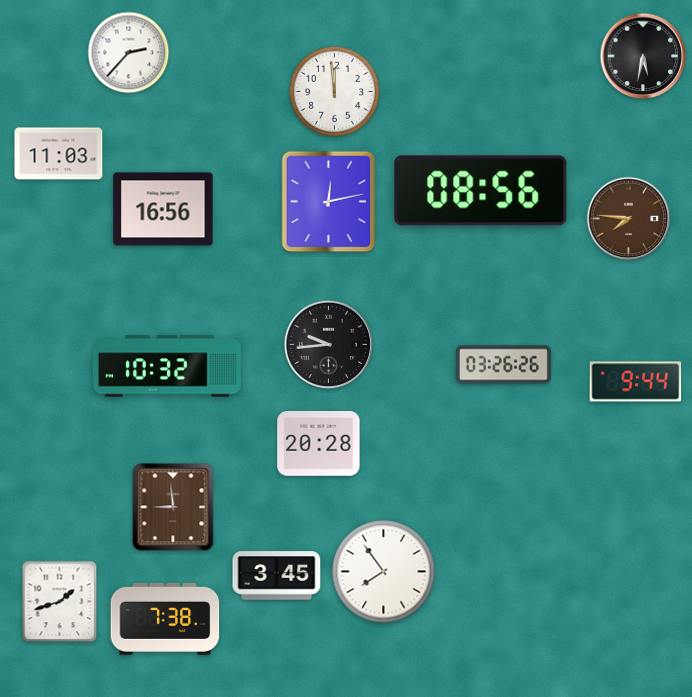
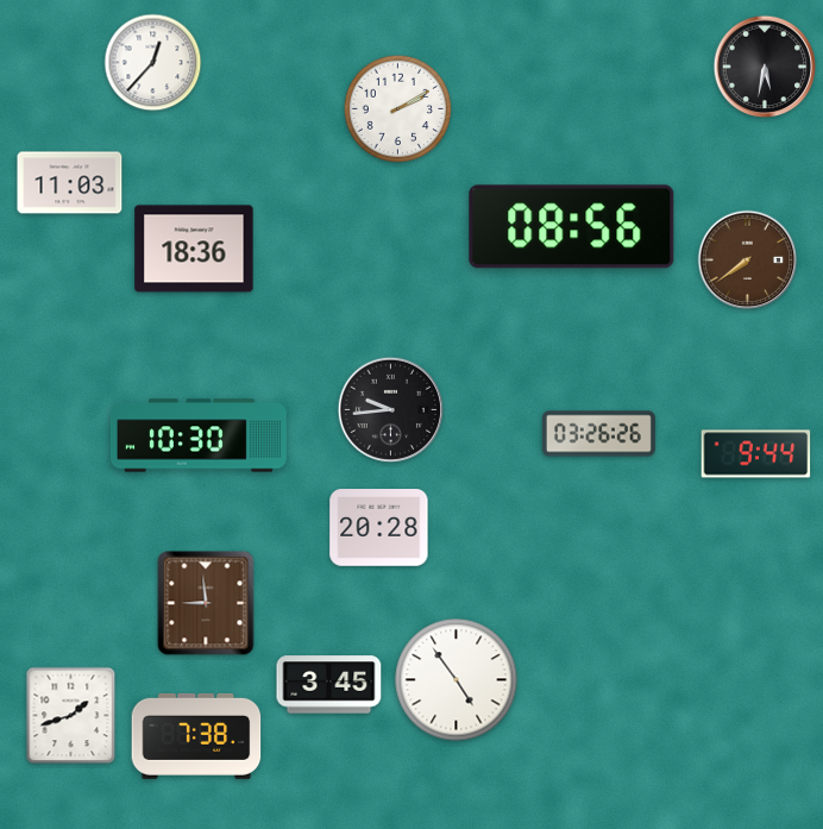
clock at (129, 53): 2:37 -> 12:37
clock at (334, 91): 11:59 -> 2:10
clock at (329, 202): 12:13 -> none
clock at (163, 209): 16:56 -> 18:36
clock at (629, 219): 7:46 -> 7:39
clock at (167, 366): 10:32 -> 10:30
clock at (384, 572): 7:54 -> 4:54
